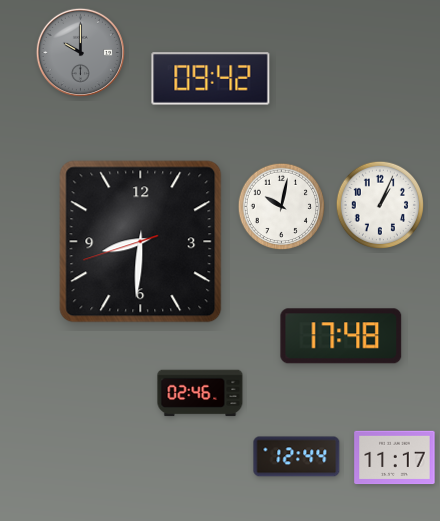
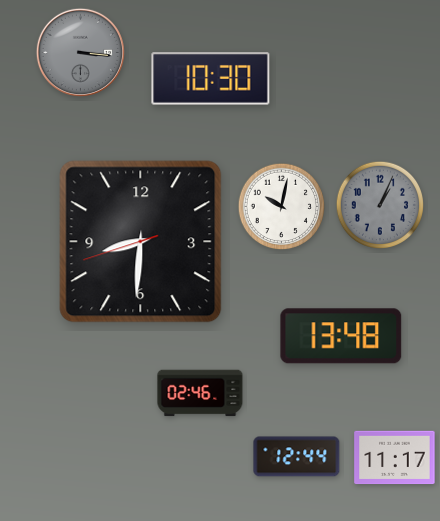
clock at (80, 52): 10:00 -> 3:16
clock at (211, 79): 09:42 -> 10:30
clock at (379, 204) dial: white -> grey
clock at (341, 336): 17:48 -> 13:48
